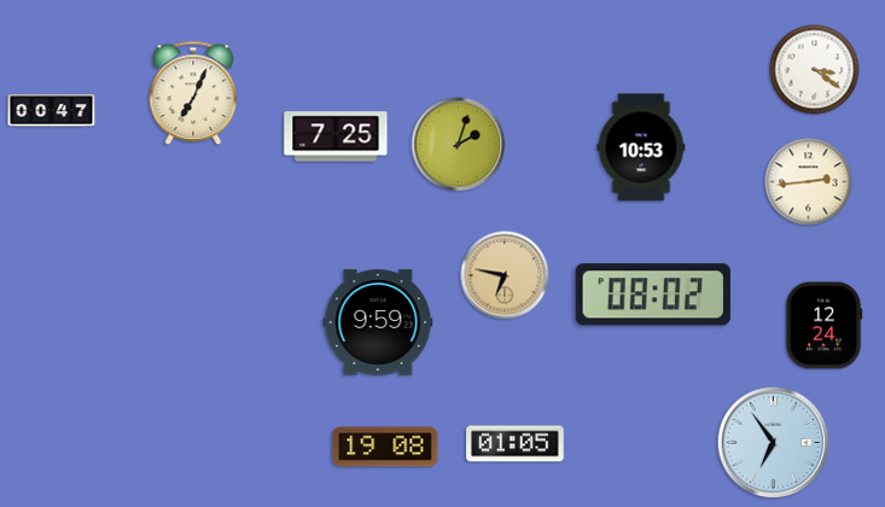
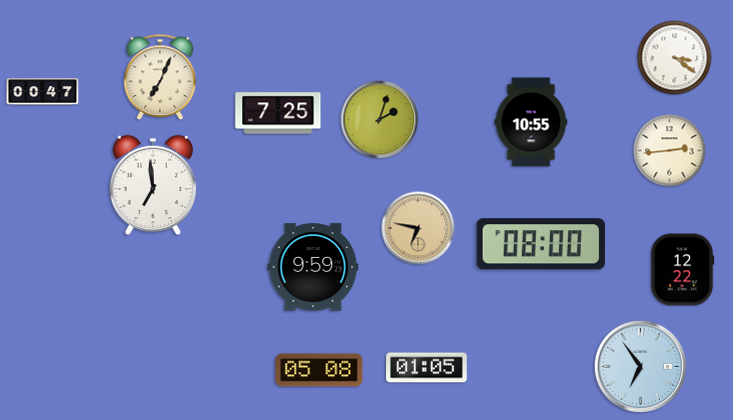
clock at (641, 147): 10:53 -> 10:55
clock at (153, 185): none -> 6:59
clock at (653, 295): 08:02 -> 08:00
clock at (823, 326): 12:24 -> 12:22
clock at (385, 447): 19:08 -> 05:08
